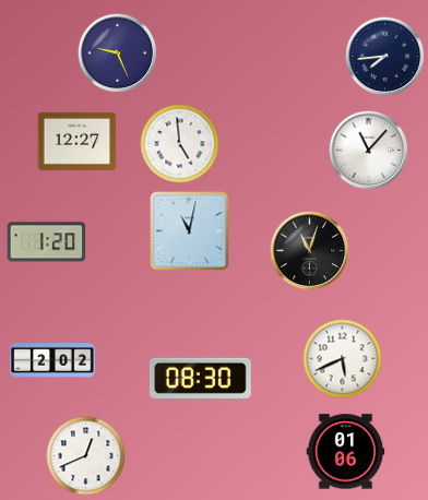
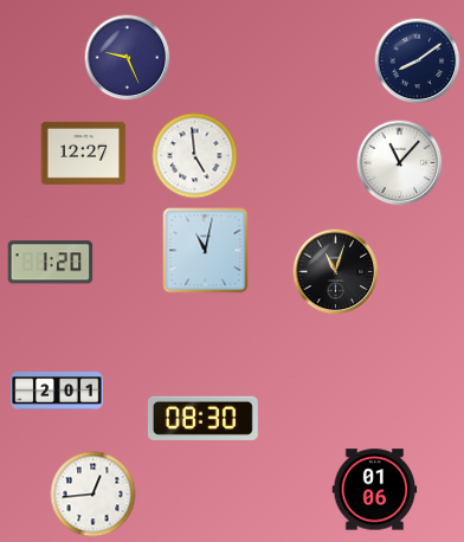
clock at (385, 57): 7:44 -> 8:09
clock at (343, 359): 5:41 -> none
clock at (52, 360): 2:02 -> 2:01
clock at (200, 378) position: (200, 378) -> (202, 418)
clock at (86, 456): 12:41 -> 12:44
